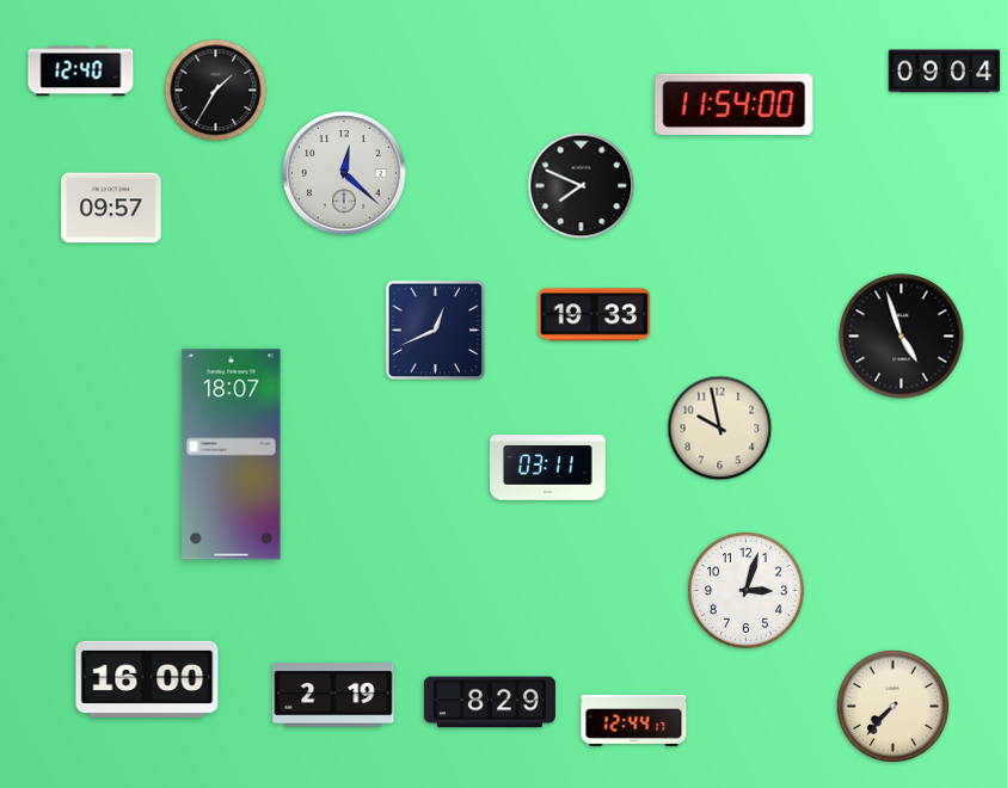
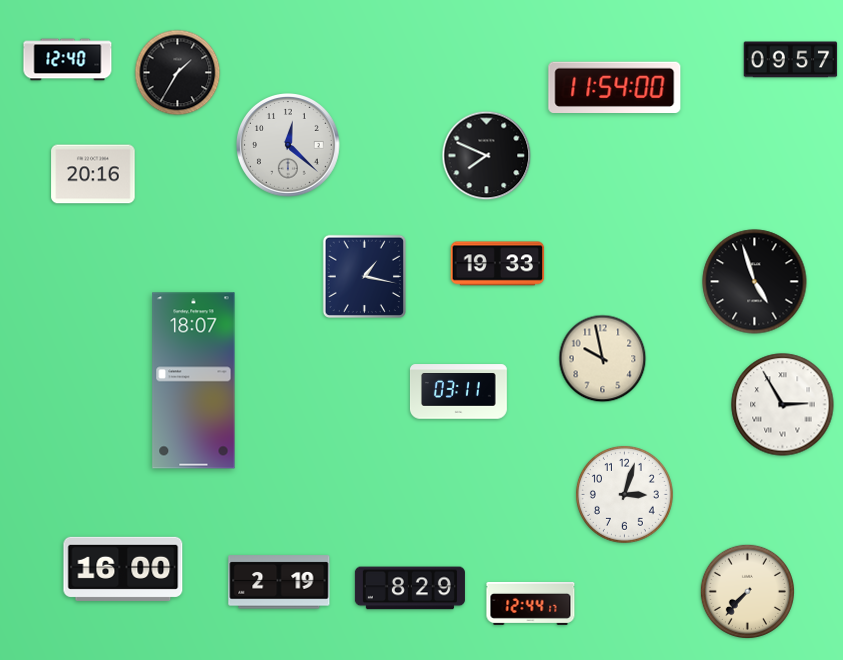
clock at (945, 72): 09:04 -> 09:57
clock at (216, 91) position: (216, 91) -> (178, 73)
clock at (111, 208): 09:57 -> 20:16
clock at (435, 330): 12:41 -> 1:17
clock at (783, 405): none -> 2:55
